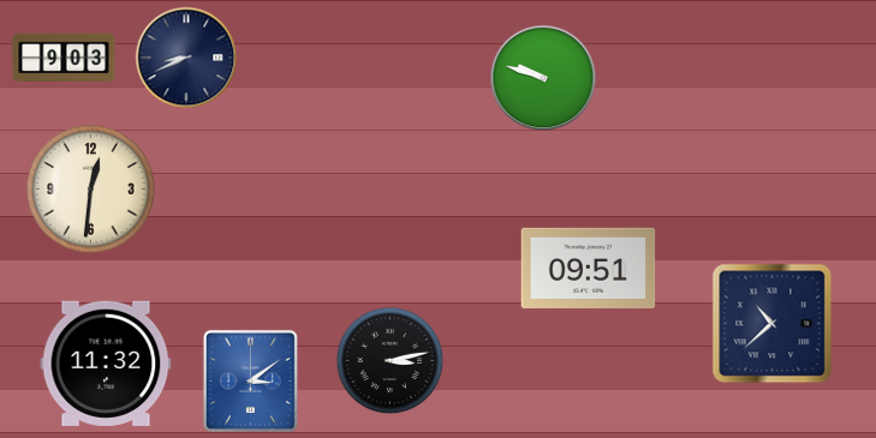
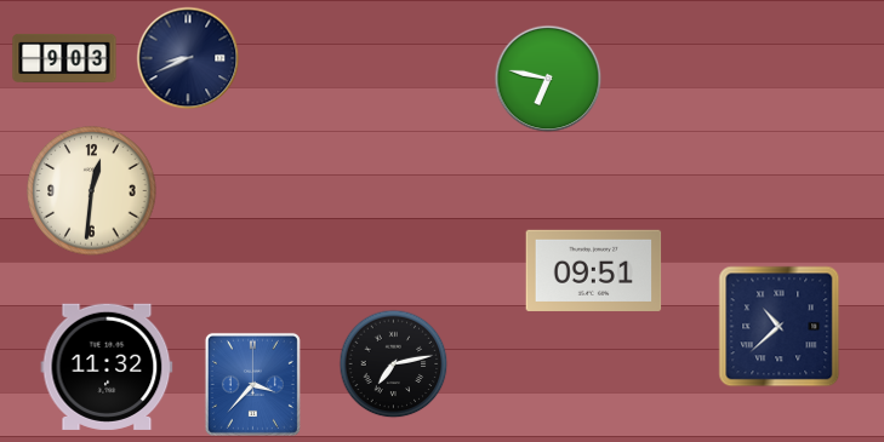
clock at (543, 78): 9:48 -> 6:47
clock at (391, 361): 3:13 -> 7:13
clock at (250, 380): 3:09 -> 3:37
